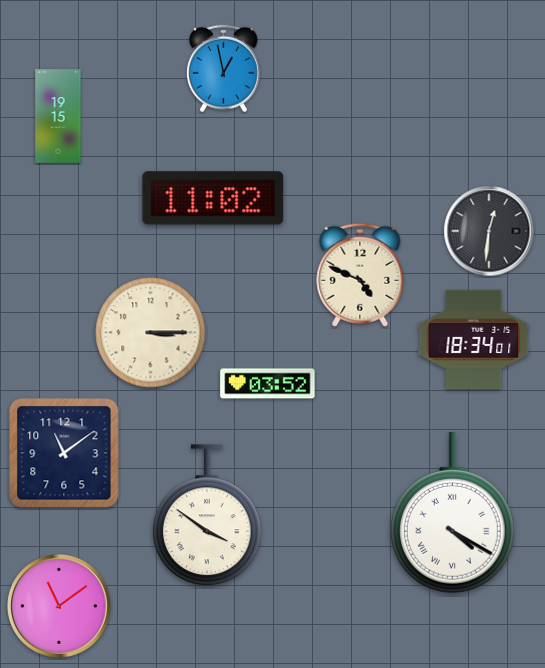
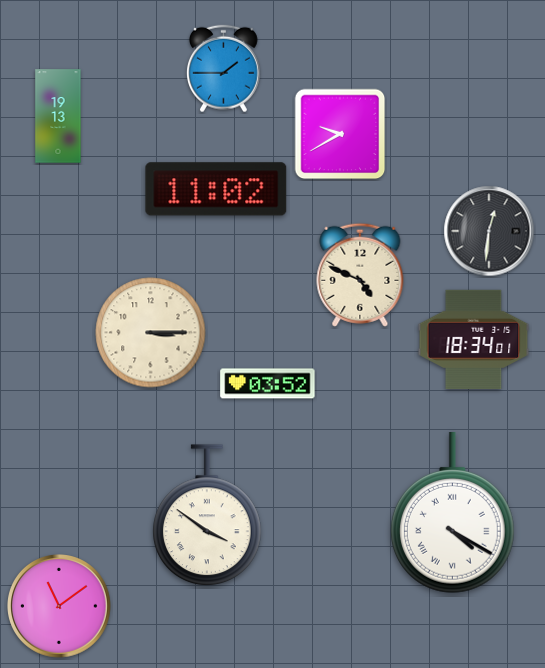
clock at (223, 69): 12:58 -> 1:45
clock at (58, 116): 19:15 -> 19:13
clock at (340, 134): none -> 9:40
clock at (213, 198) position: (213, 198) -> (216, 189)
clock at (64, 453): 11:09 -> none
